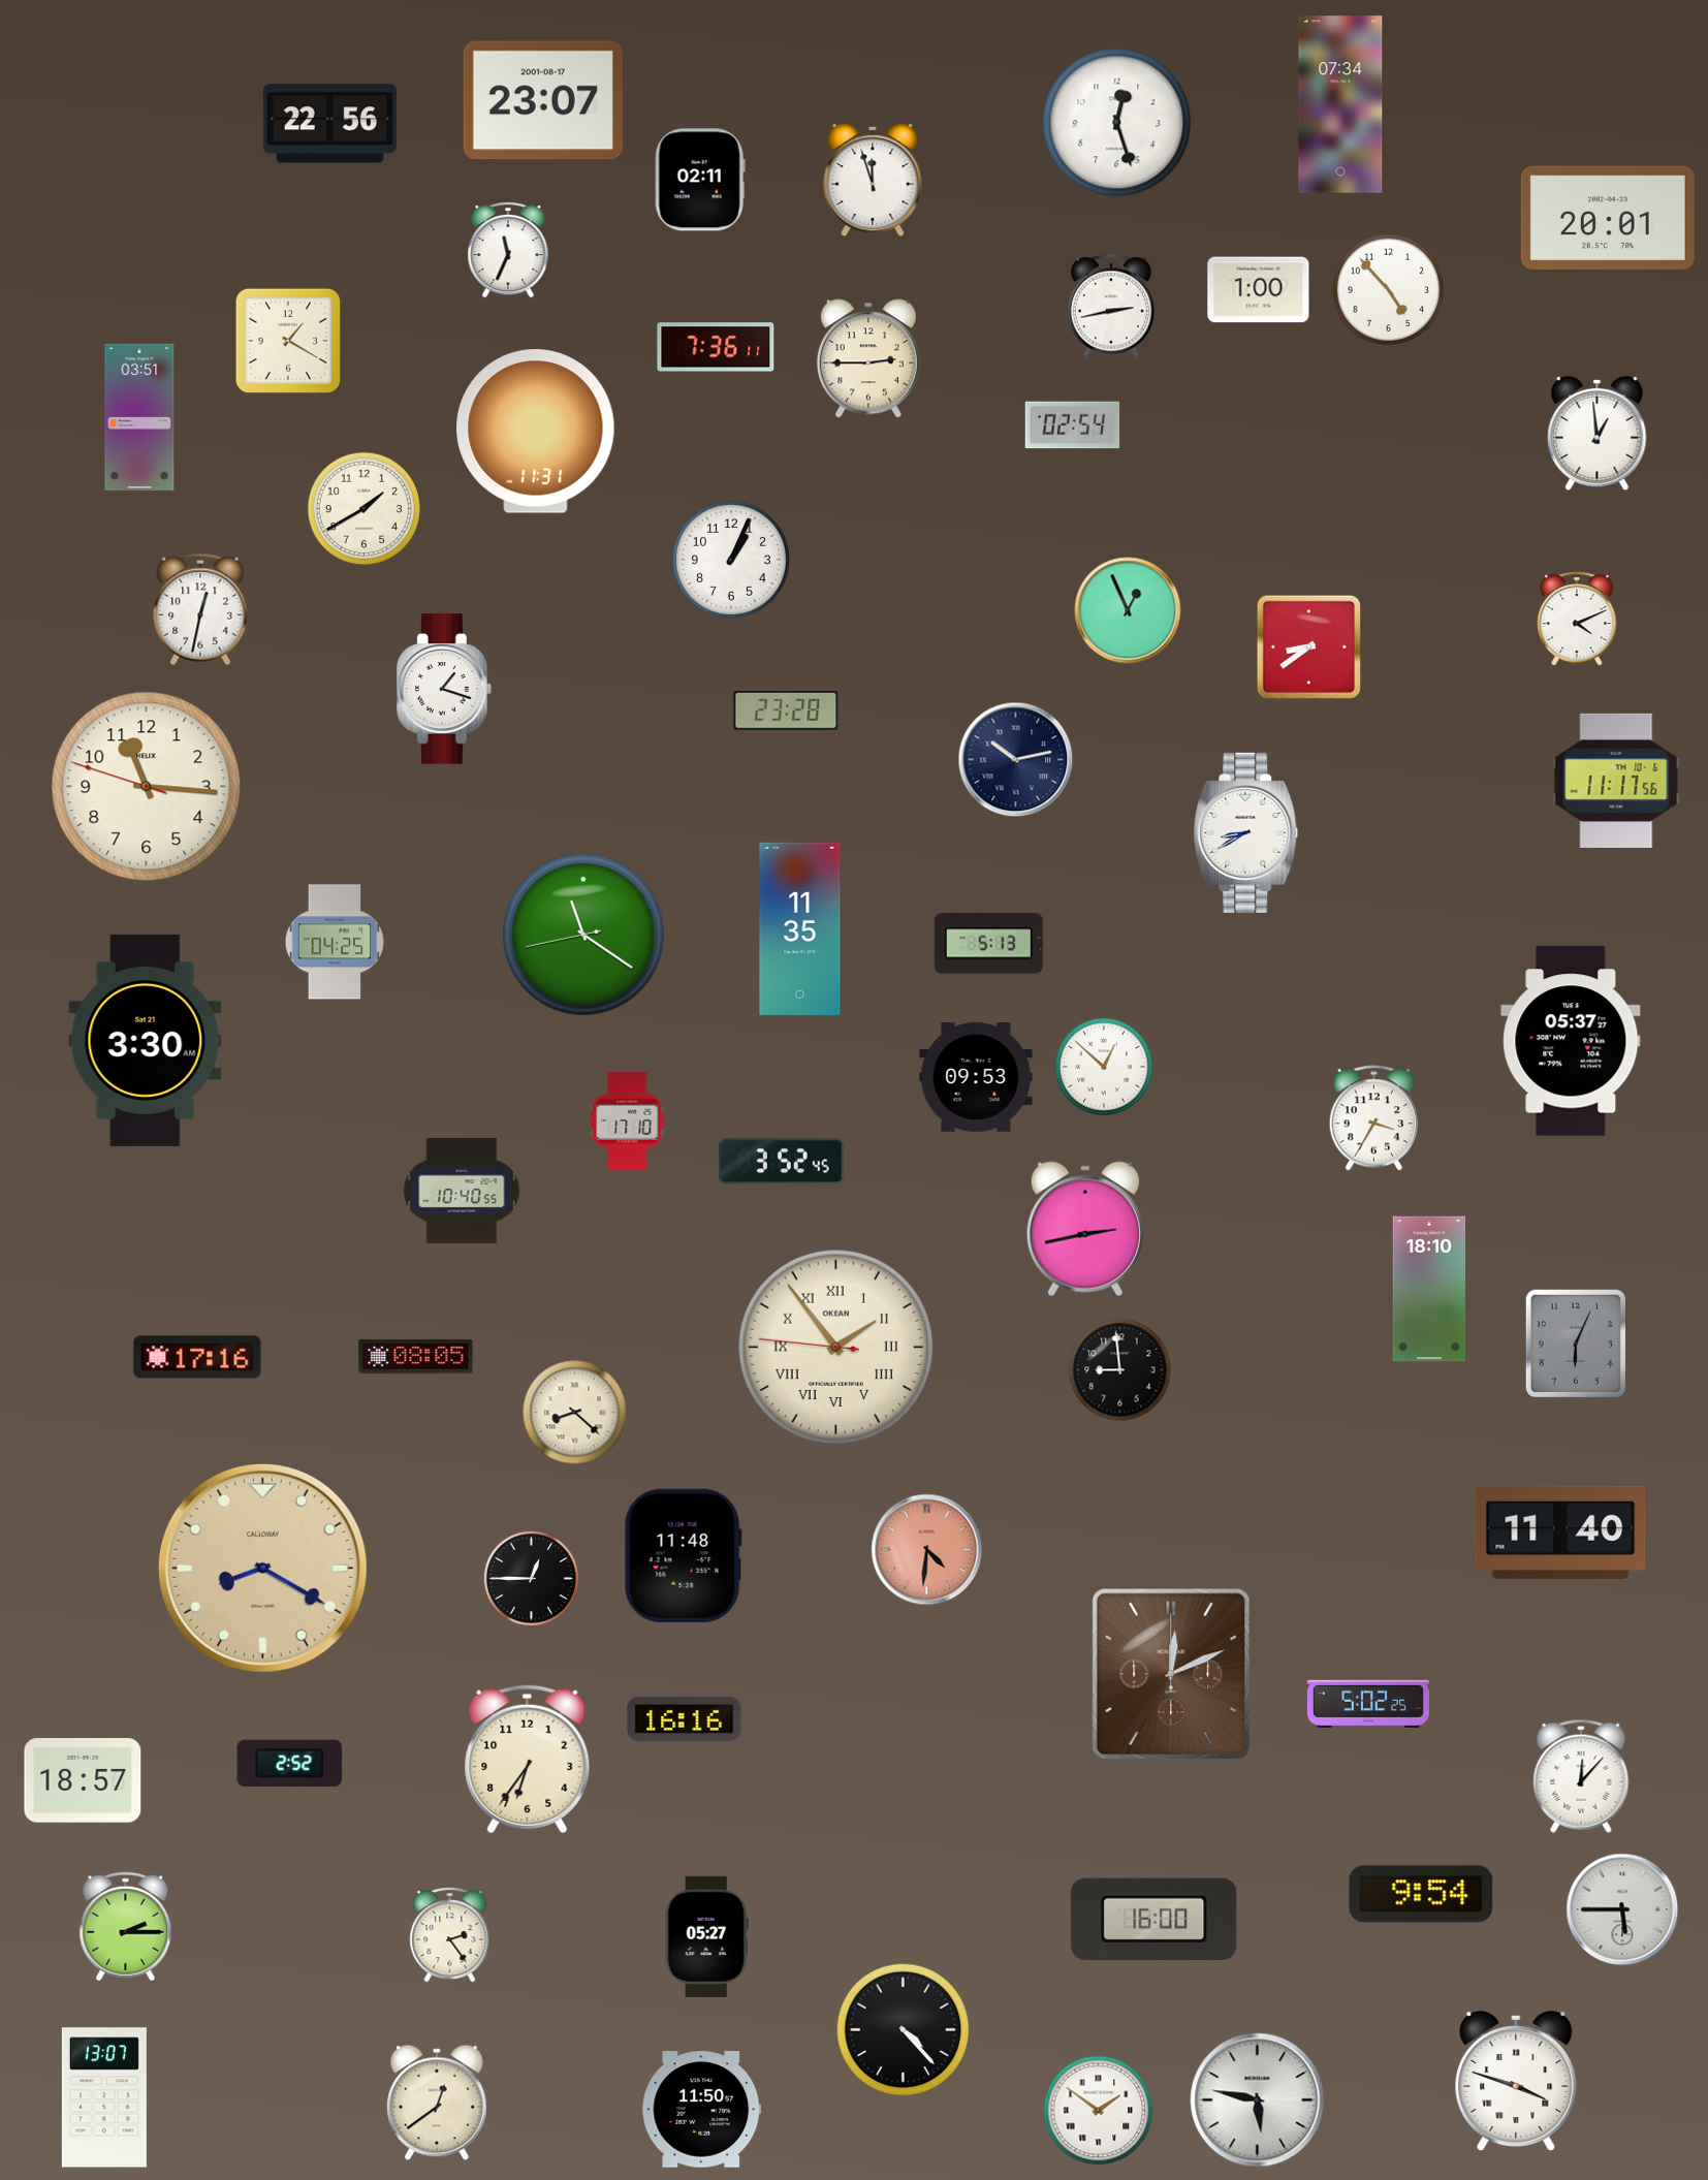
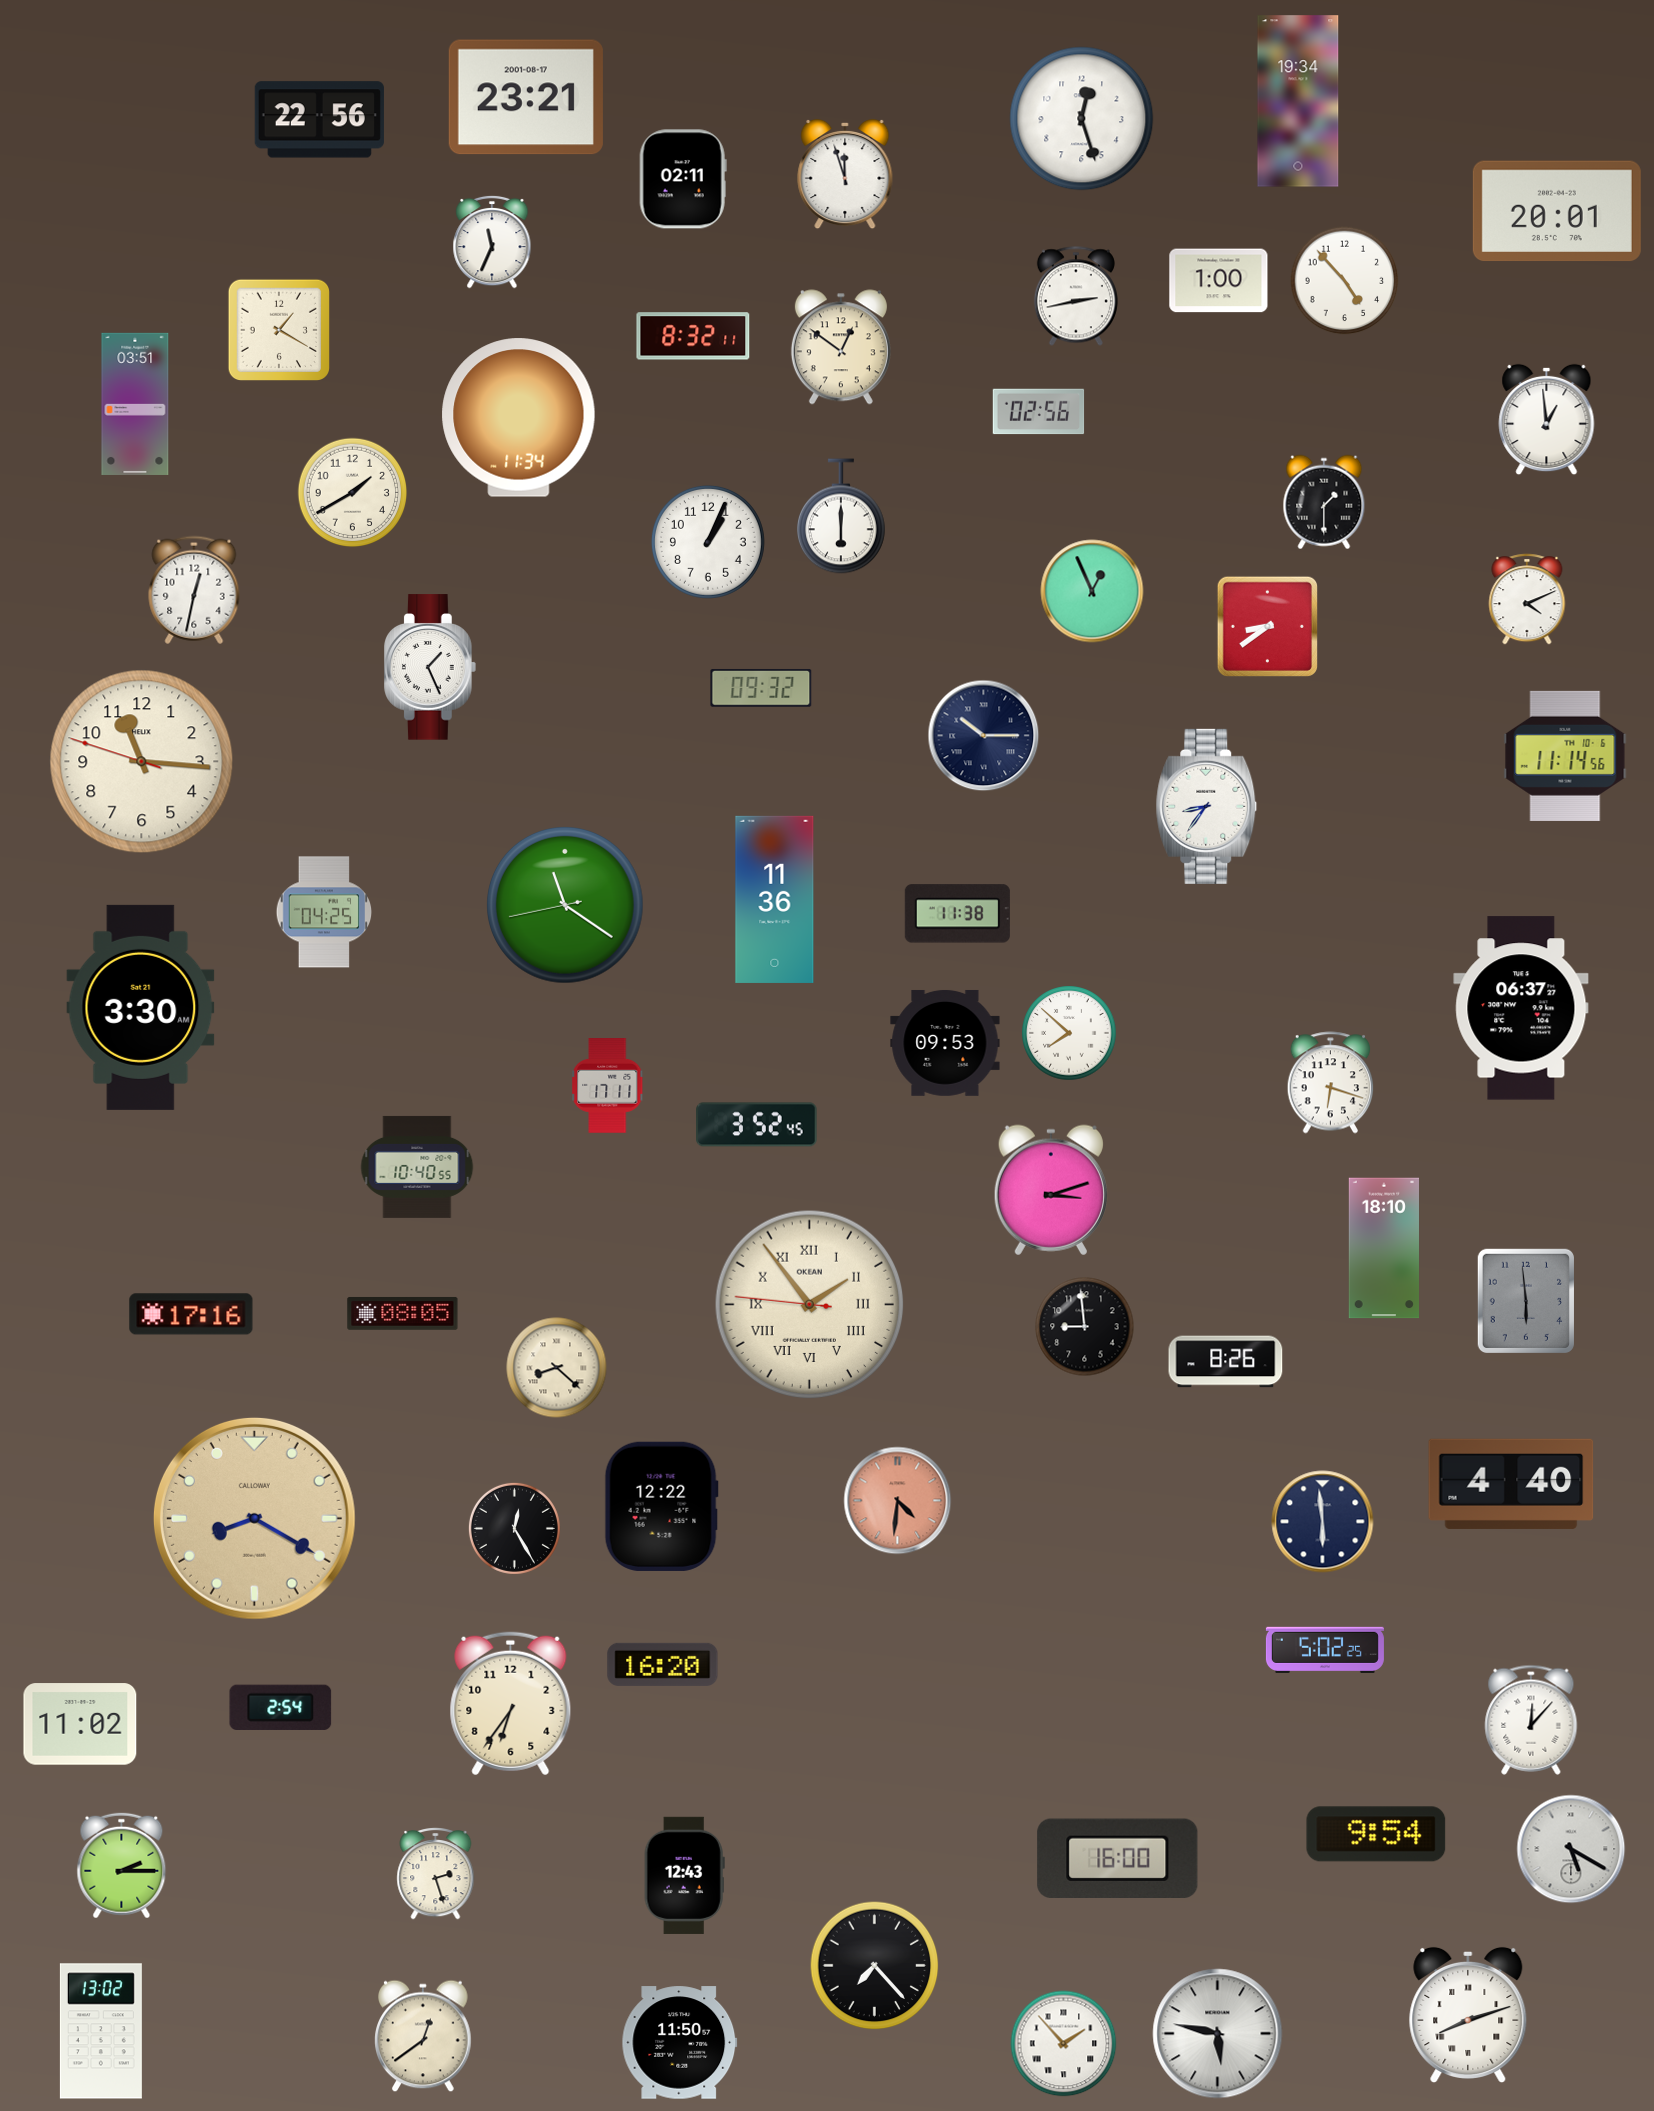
clock at (543, 100): 23:07 -> 23:21
clock at (1340, 104): 07:34 -> 19:34
clock at (700, 180) position: (700, 180) -> (683, 179)
clock at (716, 347): 7:36 -> 8:32
clock at (868, 358): 2:45 -> 12:51
clock at (1073, 425): 02:54 -> 02:56
clock at (536, 432): 11:31 -> 11:34
clock at (1324, 502): none -> 1:30
clock at (842, 516): none -> 6:00
clock at (445, 689): 1:18 -> 1:26
clock at (786, 710): 23:28 -> 09:32
clock at (1016, 760): 10:13 -> 10:15
clock at (1616, 781): 11:17 -> 11:14
clock at (1246, 832): 8:40 -> 8:36
clock at (800, 928): 11:35 -> 11:36
clock at (988, 944): 5:13 -> 11:38
clock at (1571, 1041): 05:37 -> 06:37
clock at (1104, 1067): 12:52 -> 7:52
clock at (1374, 1118): 3:35 -> 6:18
clock at (628, 1121): 17:10 -> 17:11
clock at (462, 1191) position: (462, 1191) -> (417, 1167)
clock at (1085, 1229): 2:43 -> 3:12
clock at (1575, 1342): 6:04 -> 5:59
clock at (1226, 1362): none -> 8:26
clock at (1560, 1533): 11:40 -> 4:40
clock at (683, 1555): 11:48 -> 12:22
clock at (1323, 1522): none -> 5:59
clock at (531, 1578): 12:45 -> 12:25
clock at (1171, 1674): 12:11 -> none
clock at (685, 1718): 16:16 -> 16:20
clock at (290, 1763): 2:52 -> 2:54
clock at (83, 1780): 18:57 -> 11:02
clock at (1622, 1909): 5:45 -> 5:20
clock at (450, 1935): 2:24 -> 2:27
clock at (706, 1936): 05:27 -> 12:43
clock at (904, 2030): 4:23 -> 7:23
clock at (1516, 2080): 3:48 -> 8:12
clock at (104, 2097): 13:07 -> 13:02
clock at (1099, 2111): 1:51 -> 1:53
